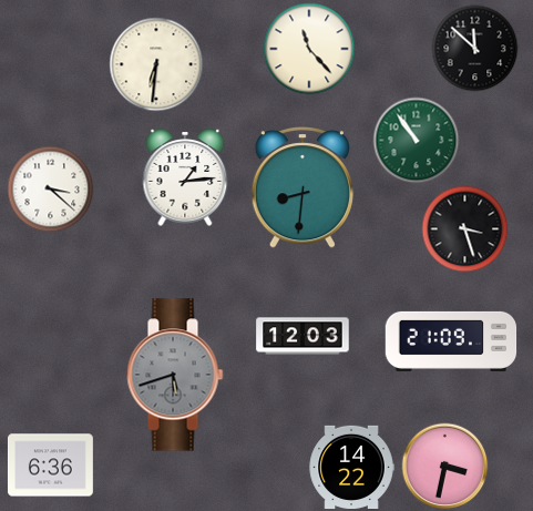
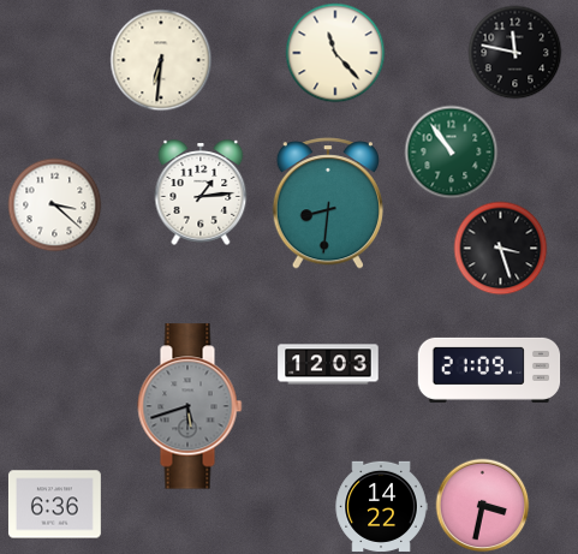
clock at (474, 48): 11:52 -> 11:47
clock at (156, 64) position: (156, 64) -> (161, 60)
clock at (464, 228) position: (464, 228) -> (500, 248)
